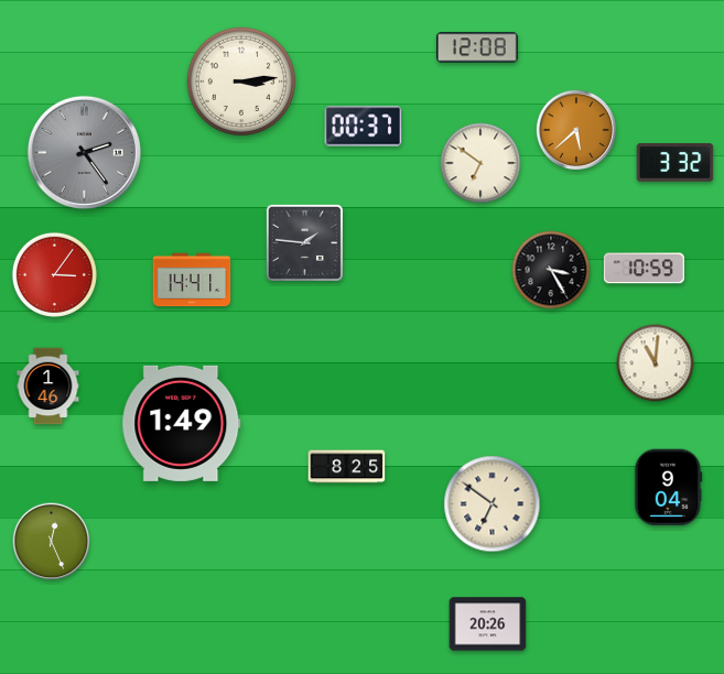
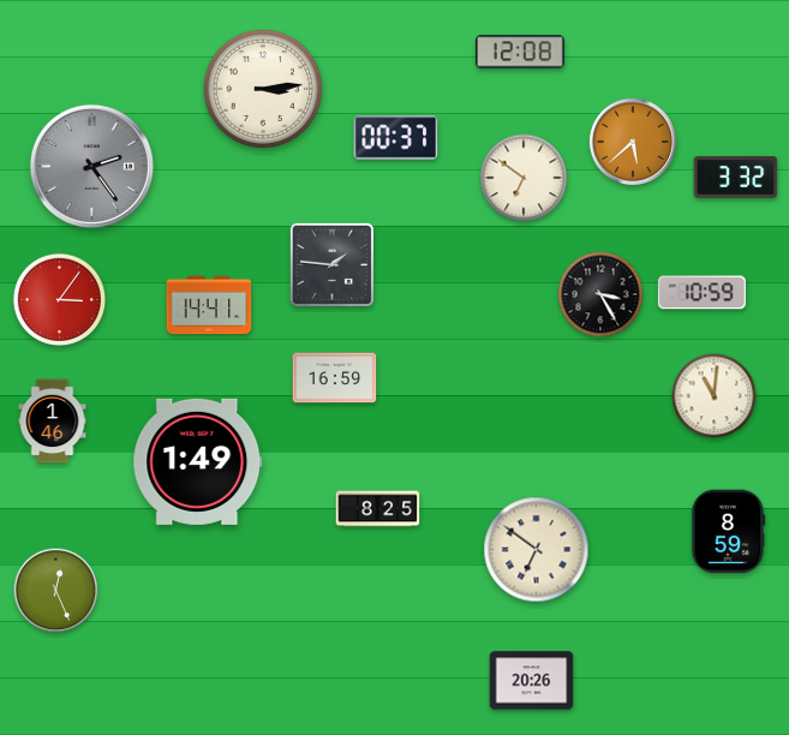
clock at (575, 129) position: (575, 129) -> (632, 141)
clock at (335, 378): none -> 16:59
clock at (668, 488): 9:04 -> 8:59
